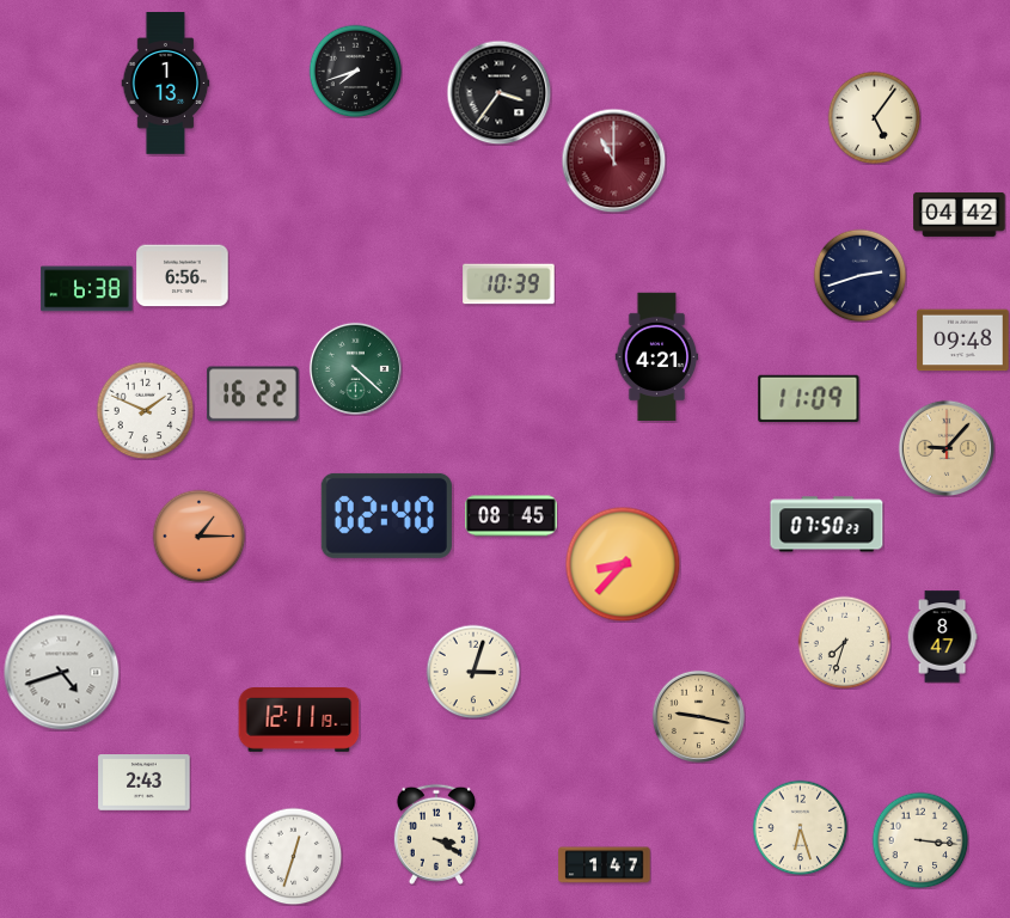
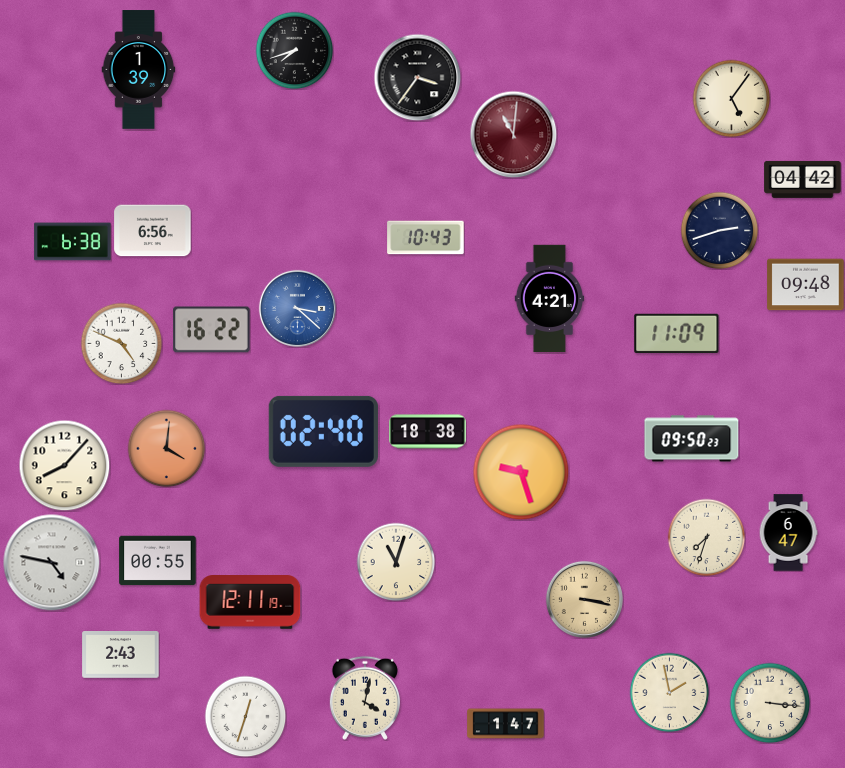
clock at (355, 71) position: (355, 71) -> (294, 50)
clock at (166, 84): 1:13 -> 1:39
clock at (613, 160): 11:00 -> 11:01
clock at (509, 284): 10:39 -> 10:43
clock at (355, 368): 4:22 -> 3:22
clock at (355, 368) dial: green -> blue
clock at (145, 410): 1:49 -> 4:49
clock at (947, 448): 9:07 -> none
clock at (512, 516): 08:45 -> 18:38
clock at (827, 525): 07:50 -> 09:50
clock at (198, 535): 1:15 -> 4:01
clock at (64, 465): none -> 8:07
clock at (623, 564): 8:37 -> 9:27
clock at (942, 637): 8:47 -> 6:47
clock at (158, 561): none -> 00:55
clock at (473, 672): 3:03 -> 11:03
clock at (62, 673): 4:42 -> 4:47
clock at (698, 716): 9:17 -> 3:17
clock at (800, 827): 6:27 -> 1:58
clock at (436, 834): 3:20 -> 4:02
